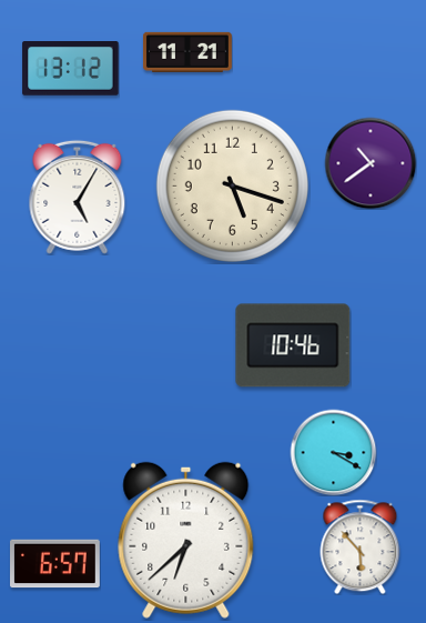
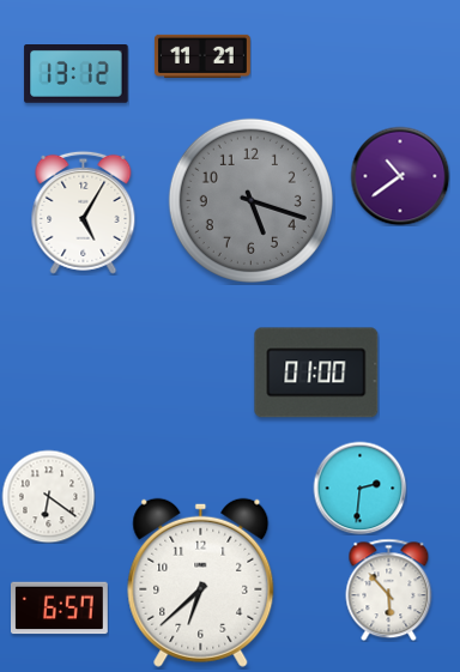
clock at (232, 185) dial: cream -> grey
clock at (293, 345): 10:46 -> 01:00
clock at (333, 452): 3:20 -> 2:31
clock at (48, 496): none -> 6:21
